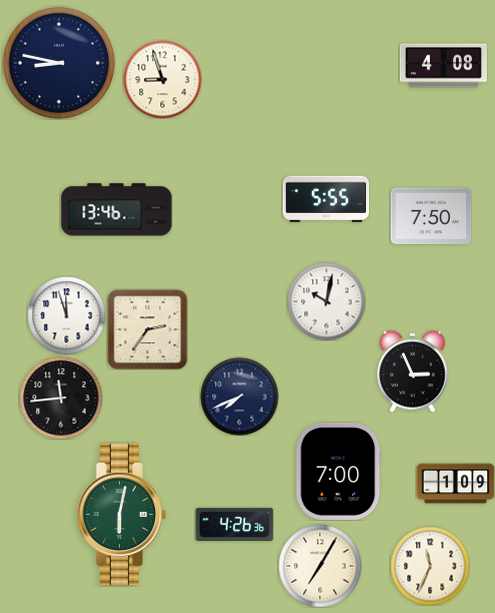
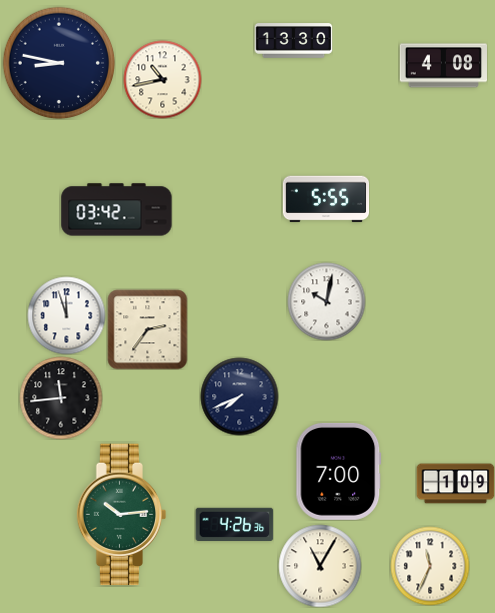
clock at (293, 41): none -> 13:30
clock at (162, 79): 8:57 -> 10:43
clock at (117, 210): 13:46 -> 03:42
clock at (431, 216): 7:50 -> none
clock at (413, 371): 2:56 -> none
clock at (122, 515): 6:02 -> 10:14
clock at (320, 566): 7:05 -> 11:05
